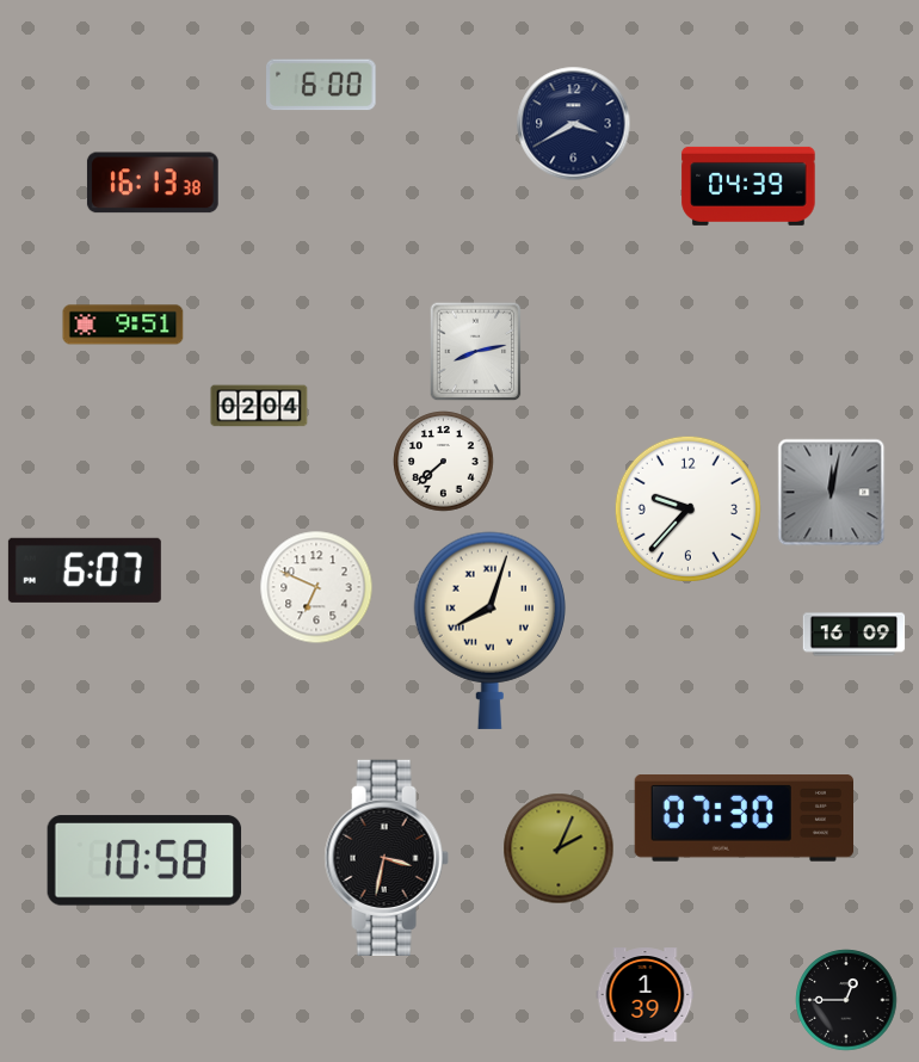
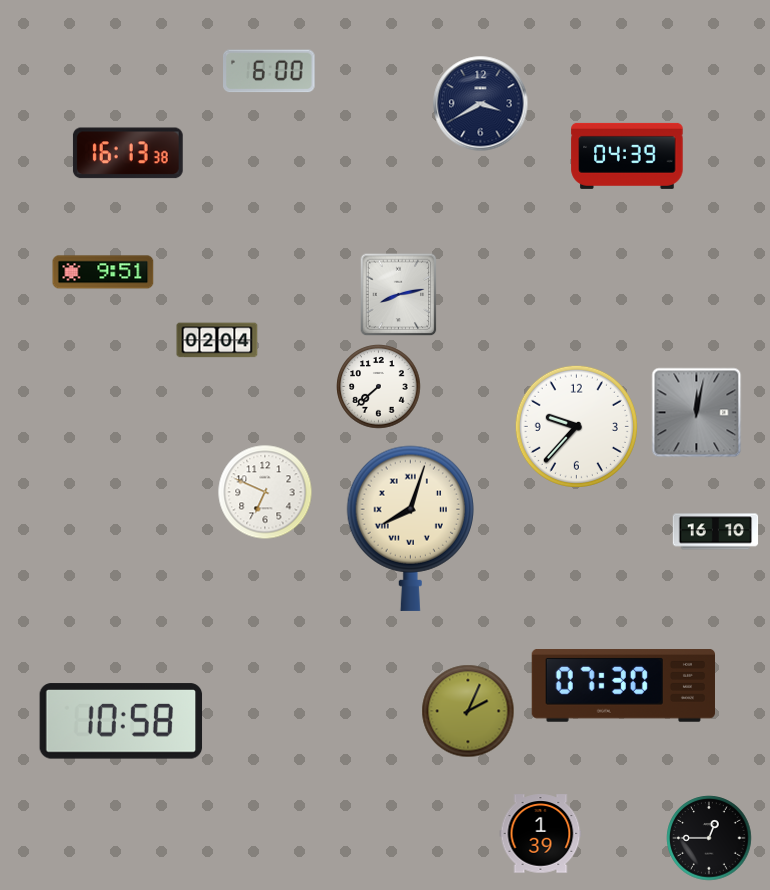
clock at (444, 462) position: (444, 462) -> (379, 387)
clock at (85, 570): 6:07 -> none
clock at (855, 635): 16:09 -> 16:10
clock at (387, 858): 3:32 -> none
